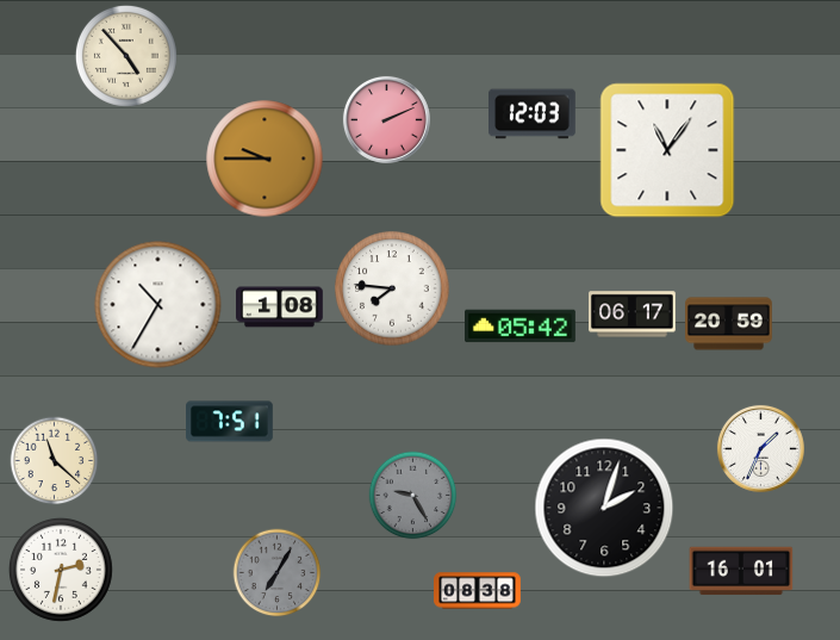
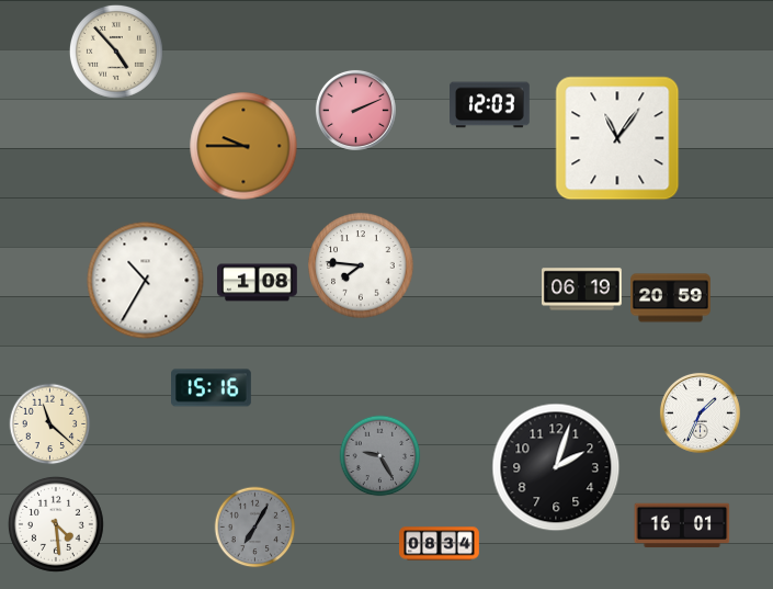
clock at (667, 150) position: (667, 150) -> (617, 138)
clock at (633, 315): 06:17 -> 06:19
clock at (521, 327): 05:42 -> none
clock at (230, 422): 7:51 -> 15:16
clock at (61, 570): 2:32 -> 4:29
clock at (478, 591): 08:38 -> 08:34
